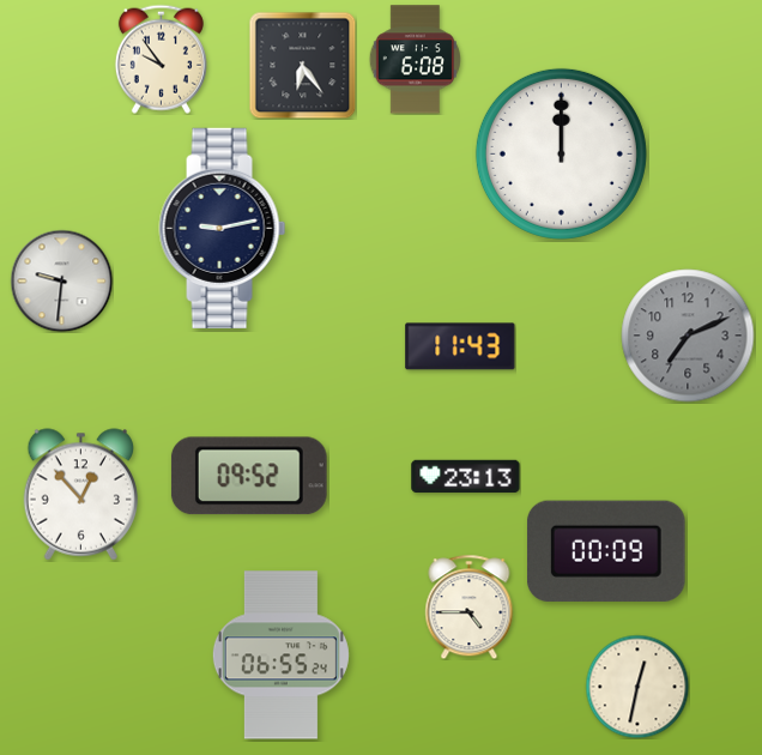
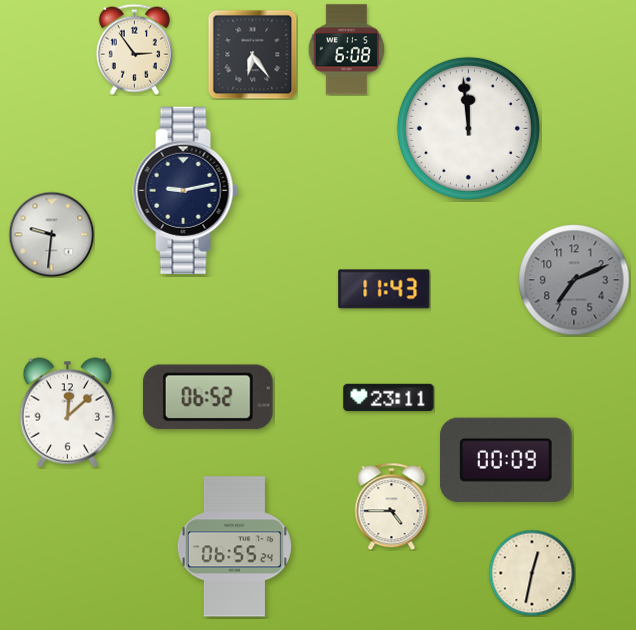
clock at (161, 59): 9:54 -> 2:54
clock at (561, 153): 12:00 -> 11:59
clock at (249, 476): 09:52 -> 06:52
clock at (466, 477): 23:13 -> 23:11
clock at (80, 495): 12:53 -> 12:08
